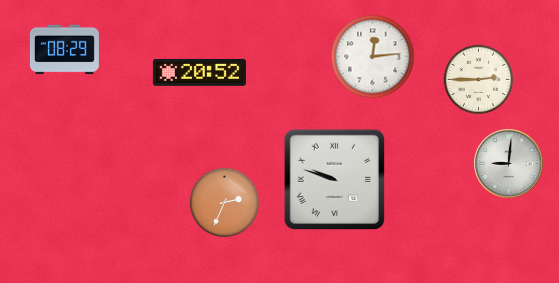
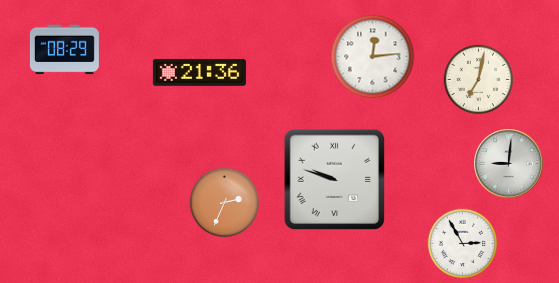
clock at (199, 72): 20:52 -> 21:36
clock at (479, 80): 2:45 -> 7:02
clock at (463, 244): none -> 2:55
